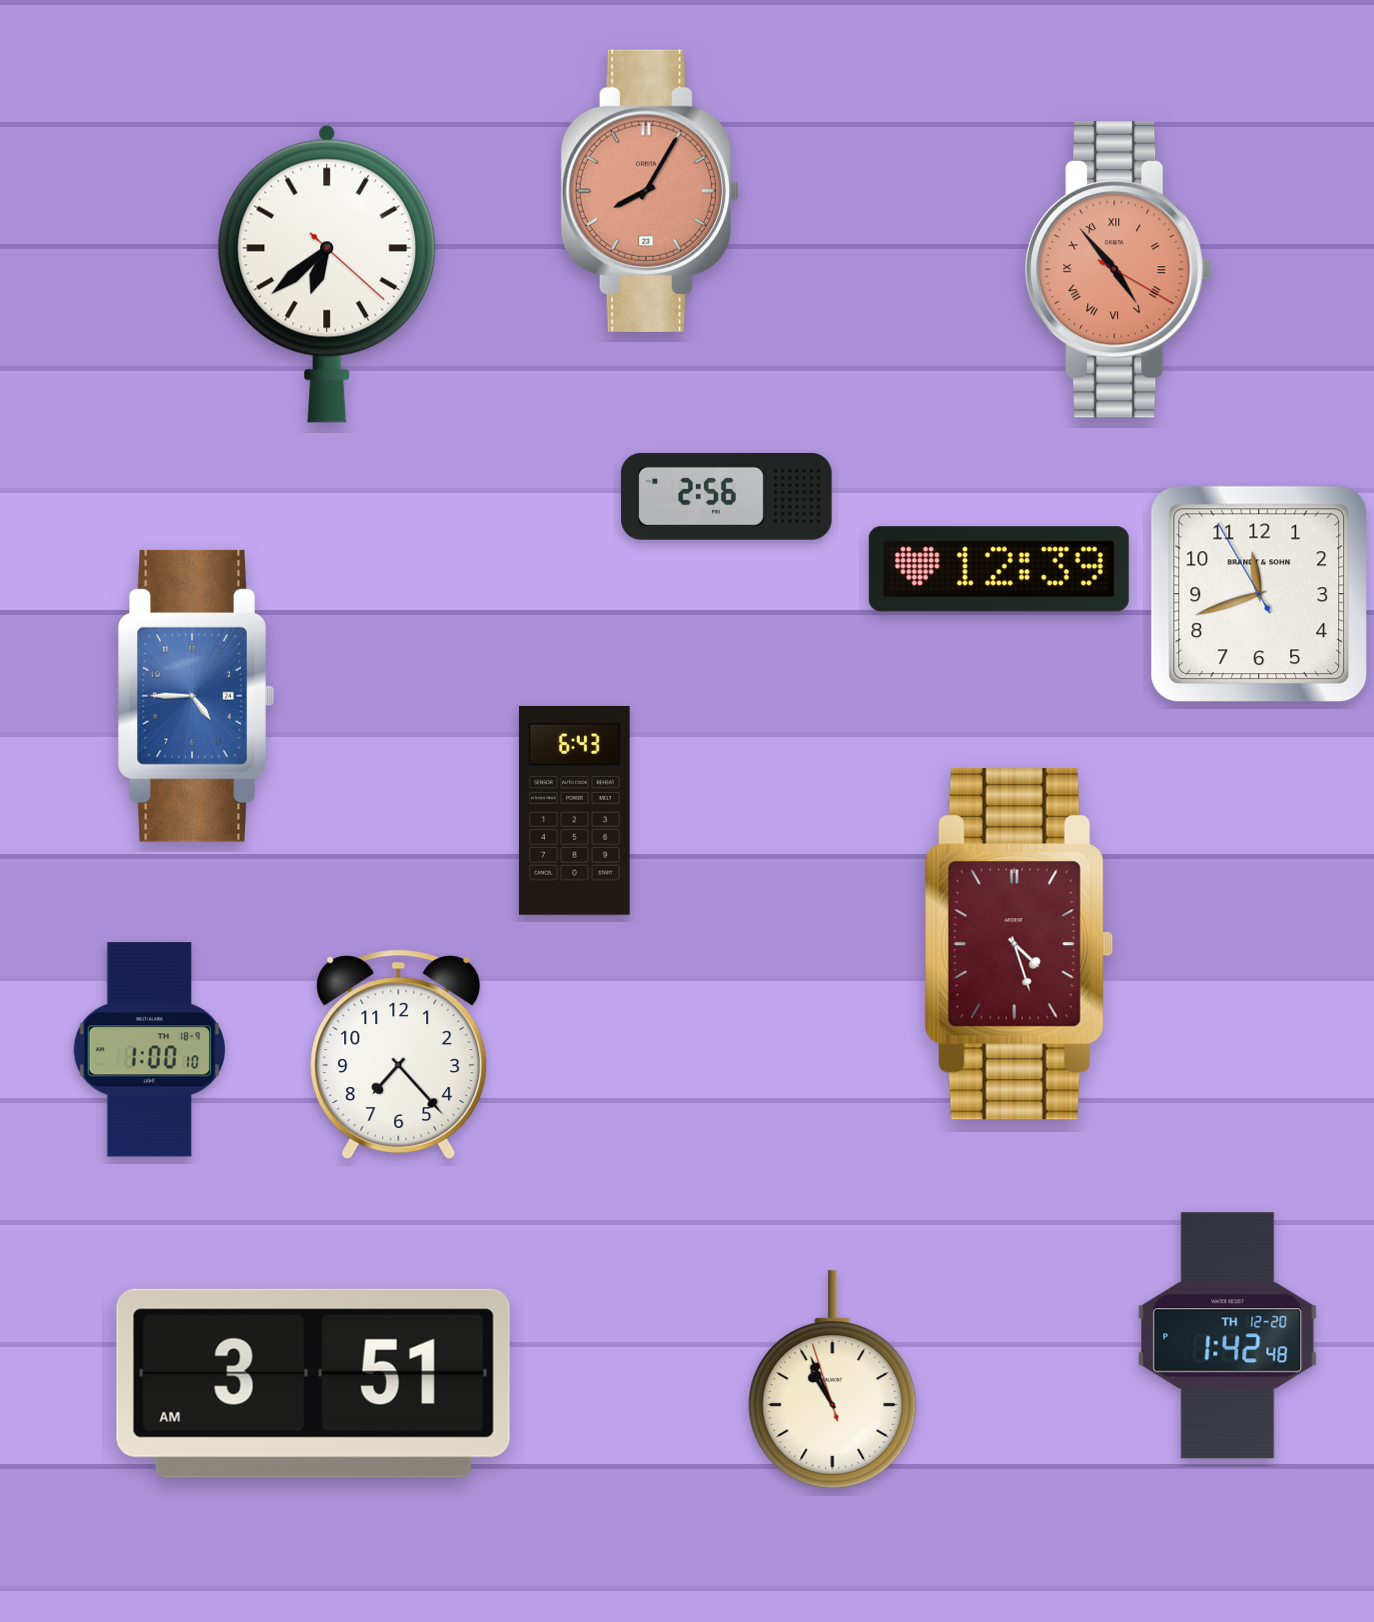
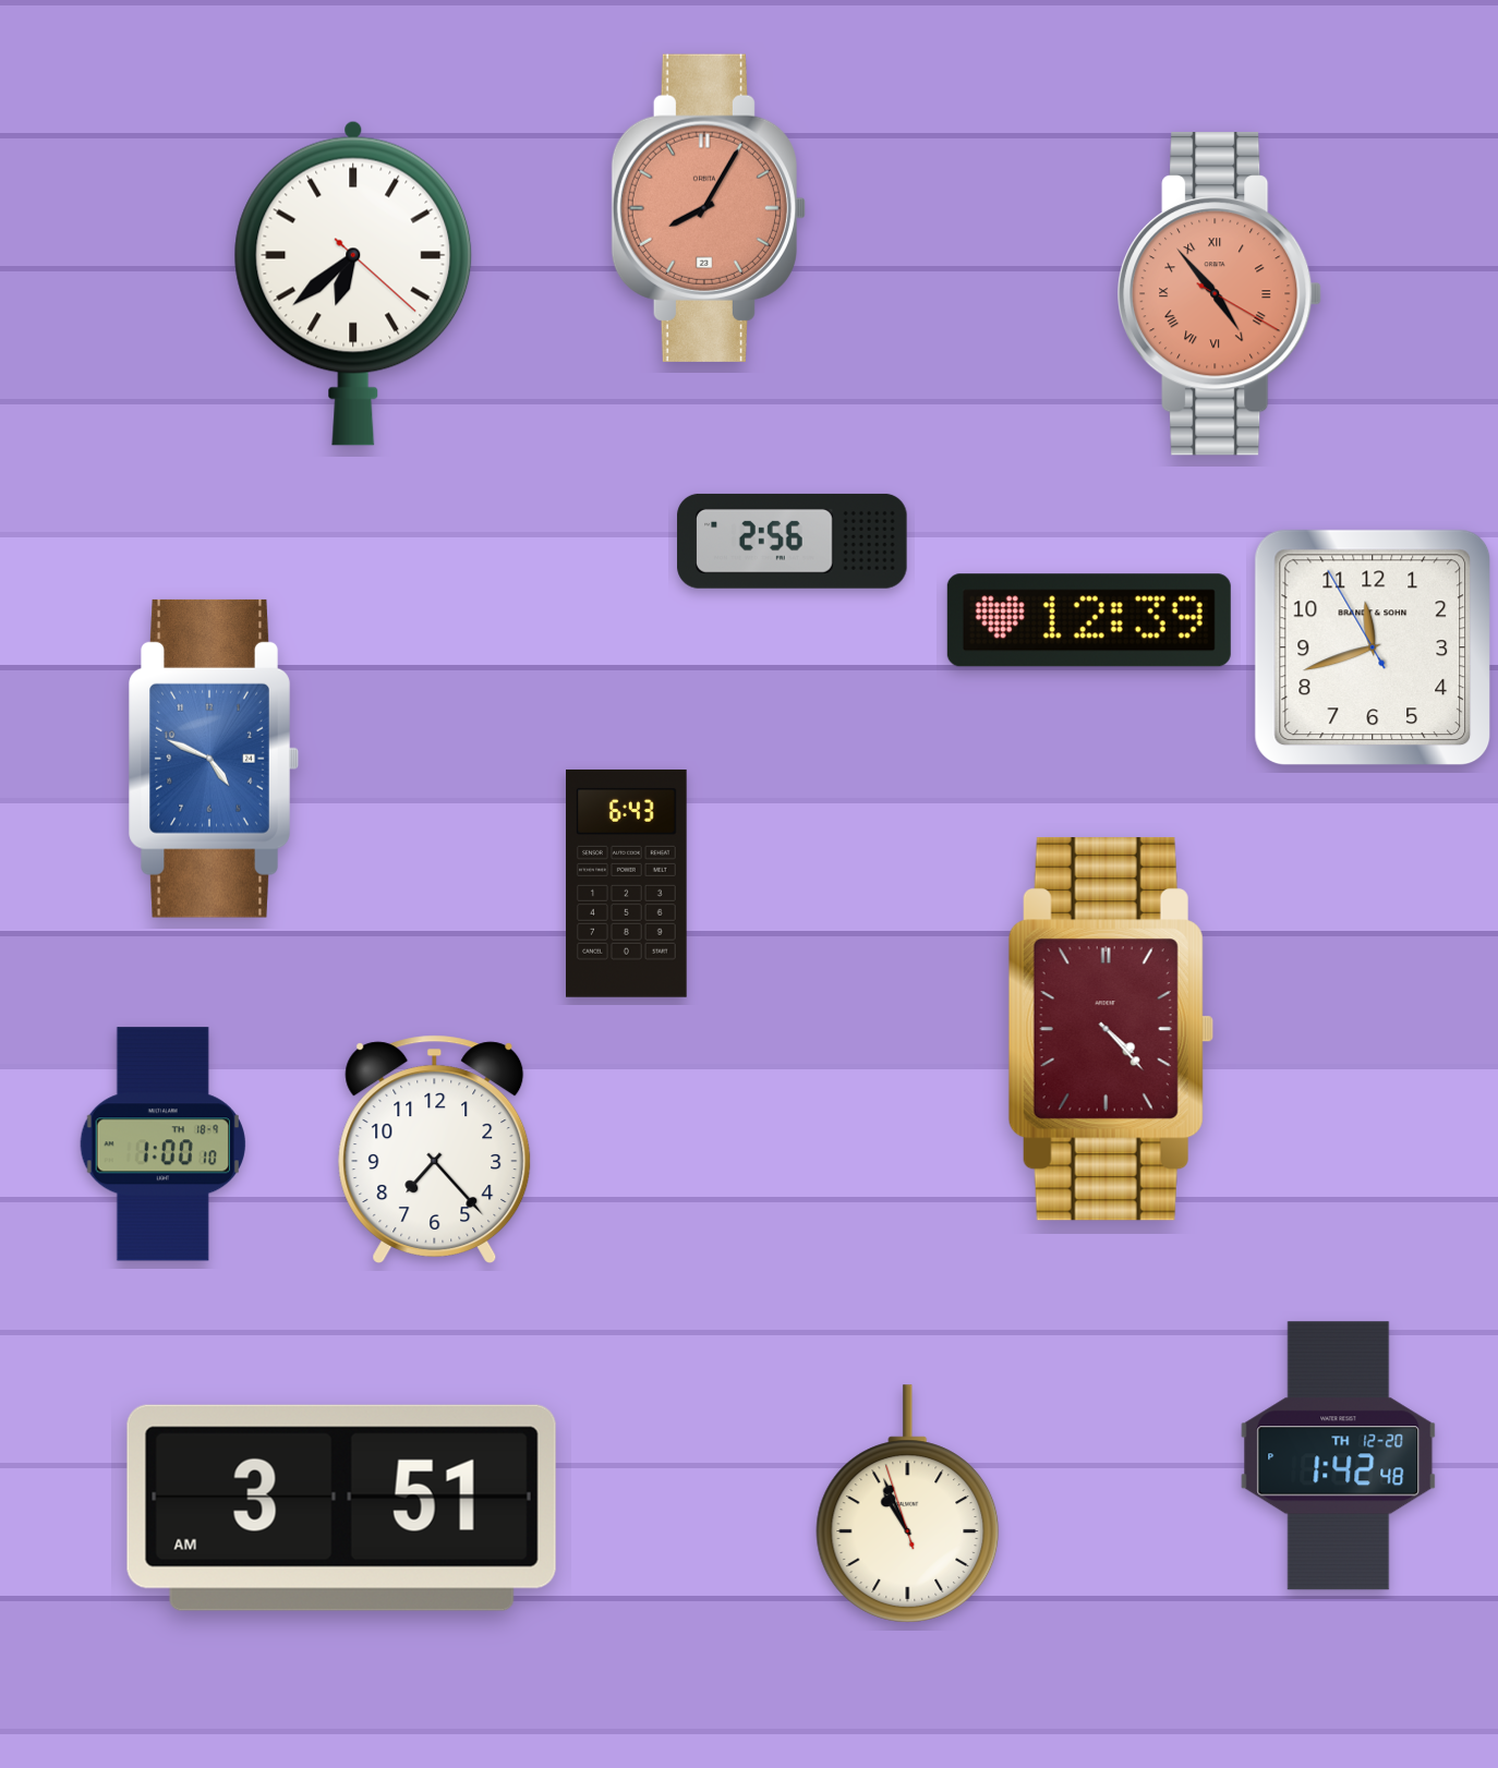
clock at (327, 274) position: (327, 274) -> (353, 283)
clock at (196, 696): 4:45 -> 4:49
clock at (1019, 944): 4:27 -> 4:23
